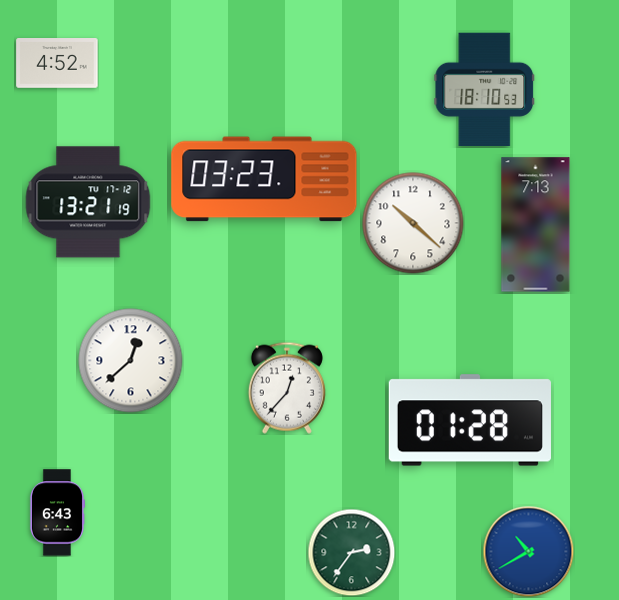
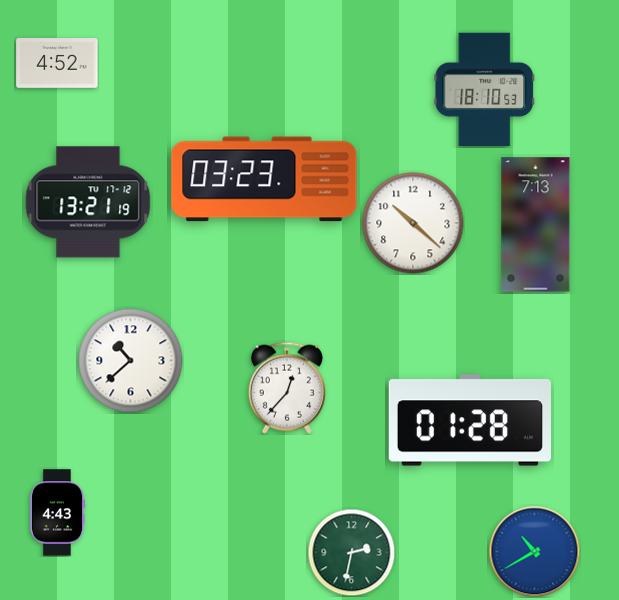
clock at (131, 361): 12:38 -> 10:38
clock at (56, 513): 6:43 -> 4:43
clock at (528, 551) position: (528, 551) -> (534, 551)
clock at (351, 552): 2:36 -> 2:32
